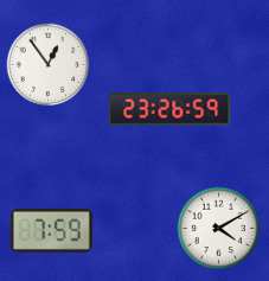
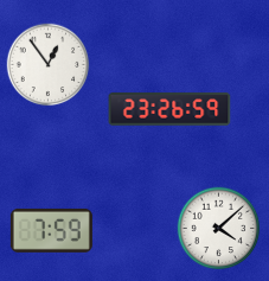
clock at (219, 229): 4:10 -> 4:08
